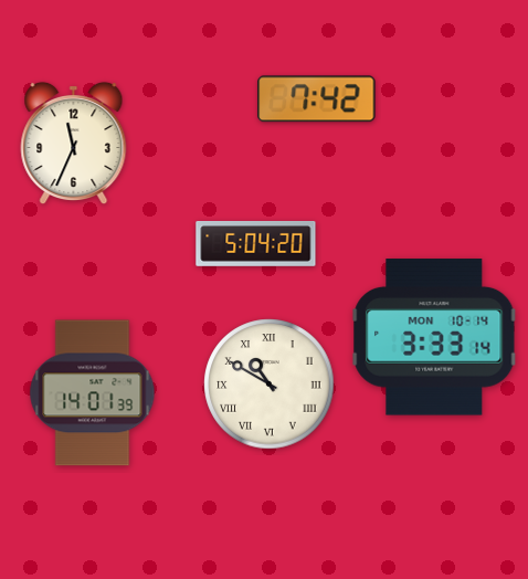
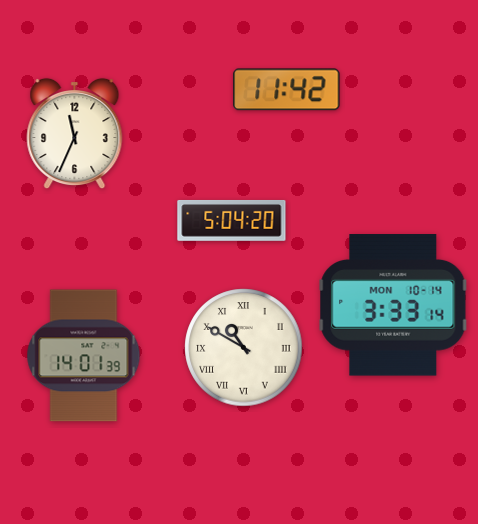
clock at (317, 99): 7:42 -> 11:42
clock at (74, 144) position: (74, 144) -> (75, 134)
